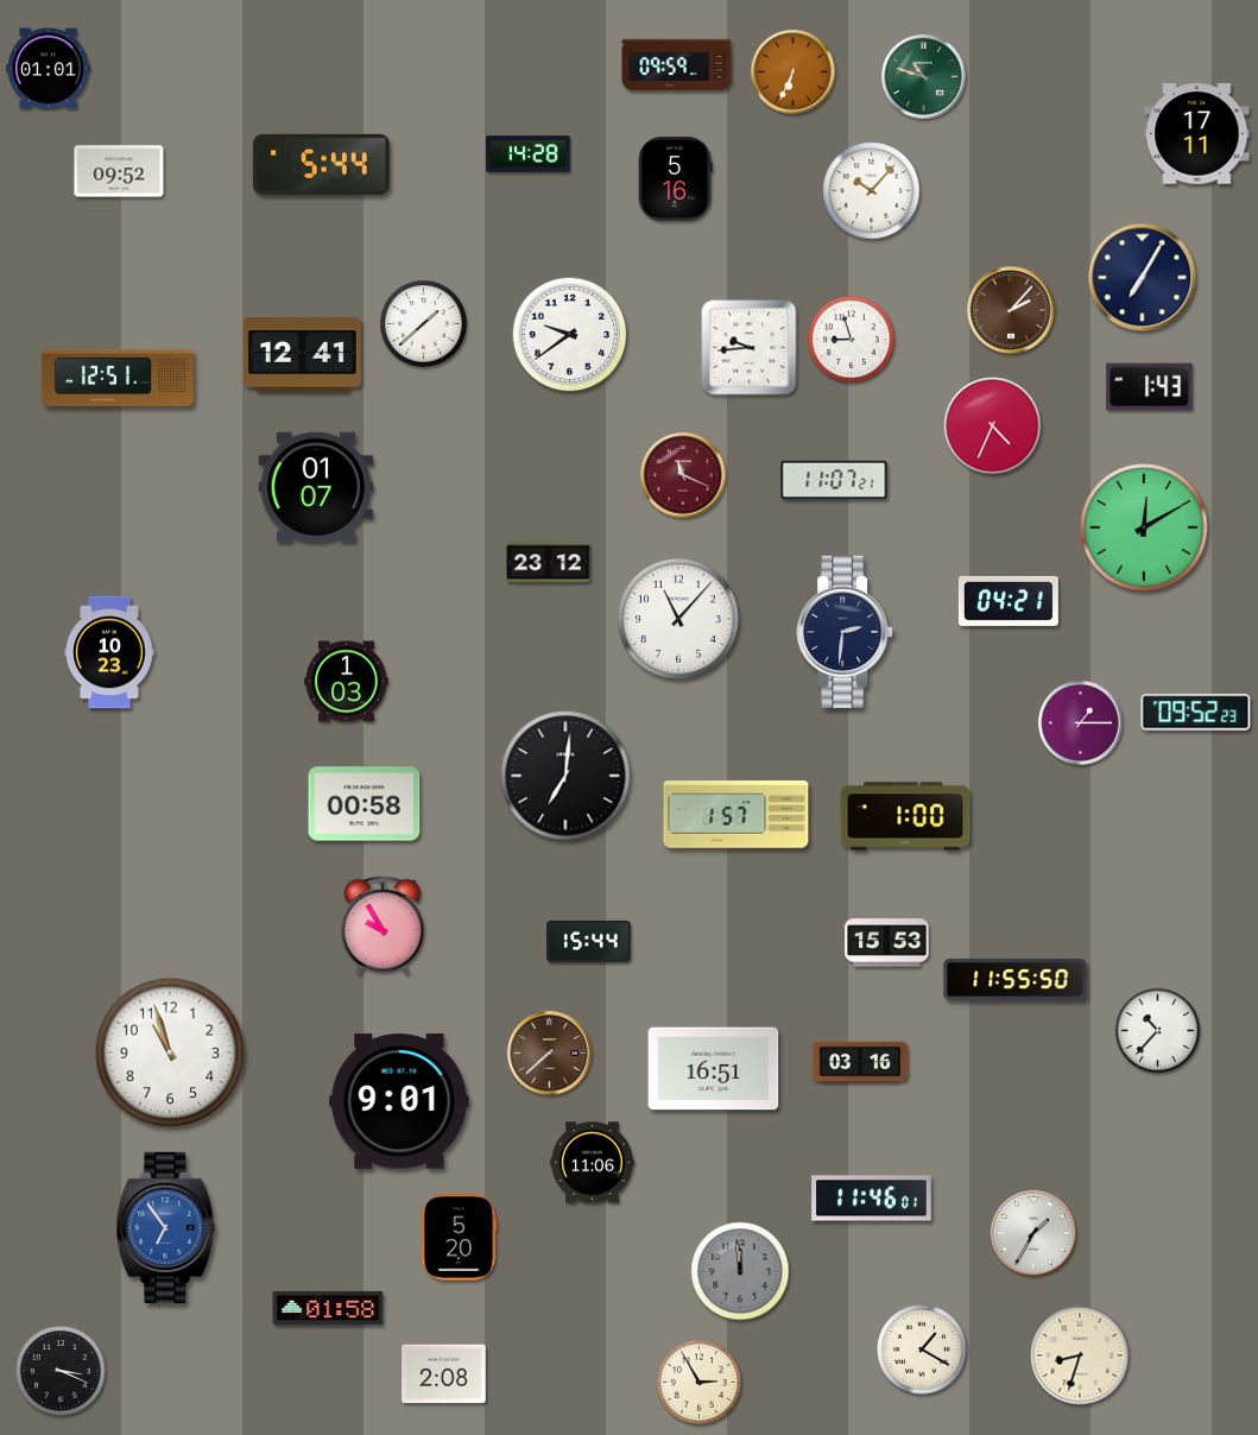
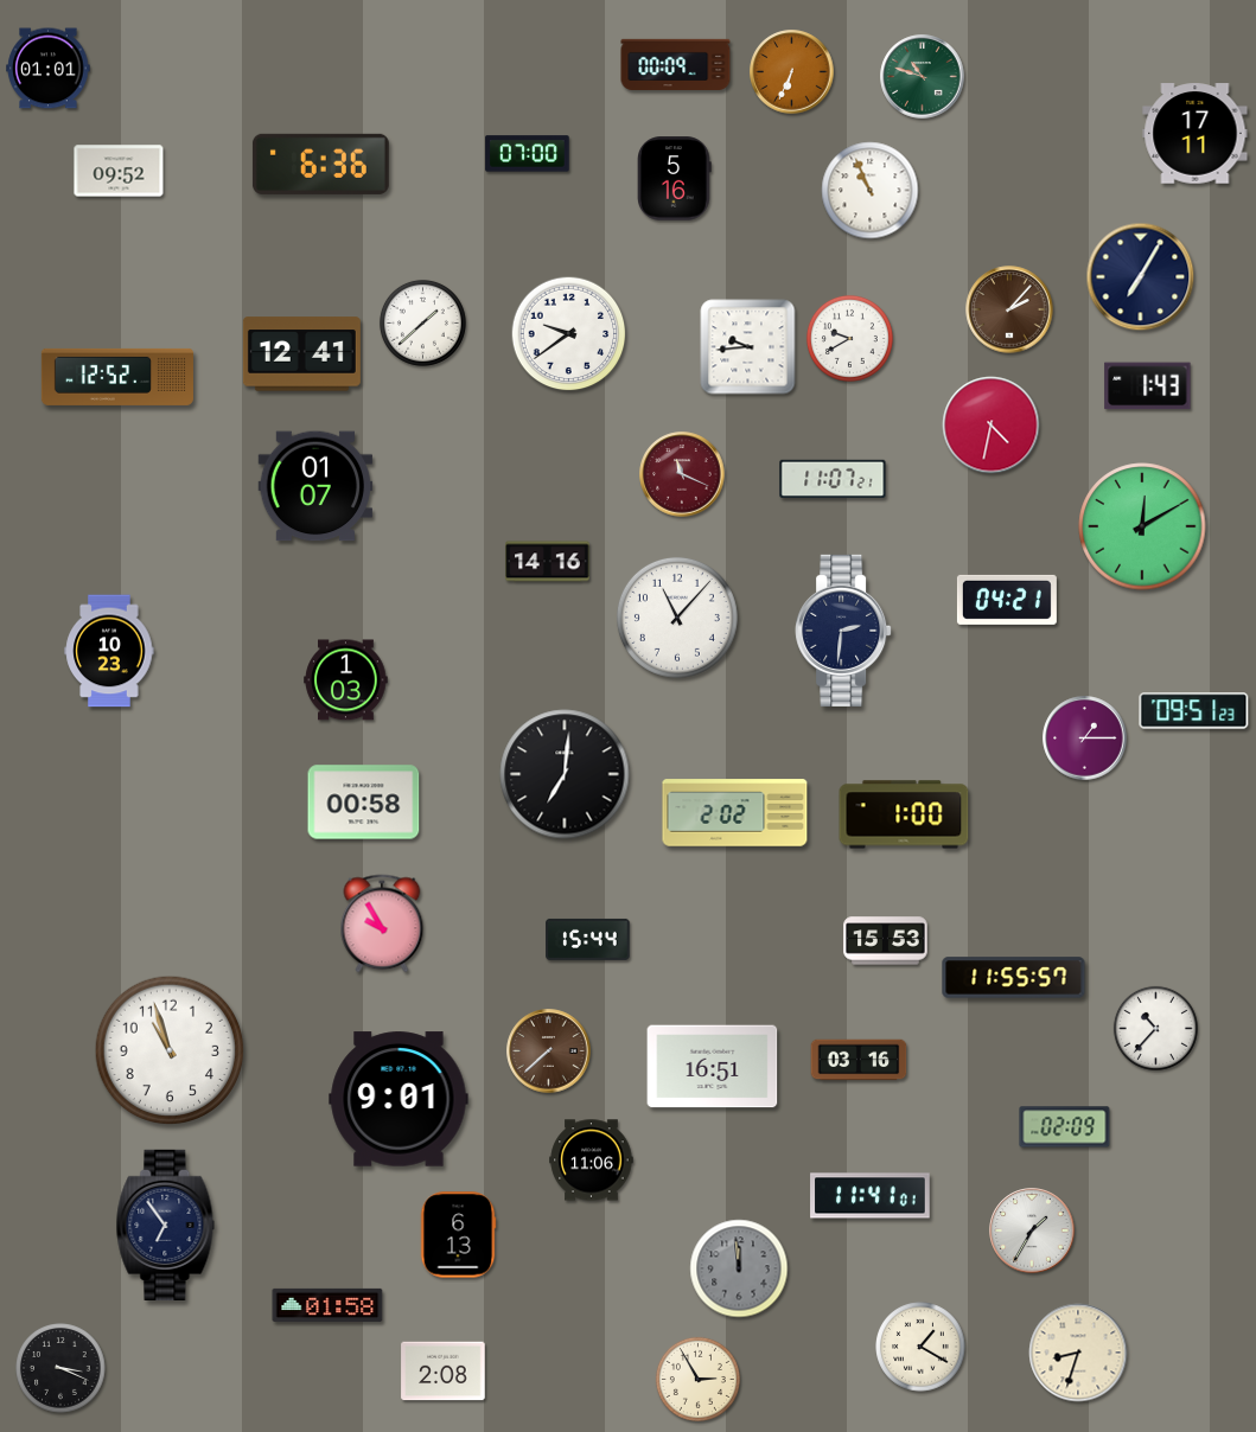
clock at (677, 65): 09:59 -> 00:09
clock at (529, 154): 14:28 -> 07:00
clock at (321, 164): 5:44 -> 6:36
clock at (872, 191): 10:07 -> 10:56
clock at (851, 339): 8:57 -> 9:40
clock at (118, 378): 12:51 -> 12:52
clock at (993, 426): 4:34 -> 4:32
clock at (549, 563): 23:12 -> 14:16
clock at (1196, 713): 09:52 -> 09:51
clock at (1081, 723) position: (1081, 723) -> (1085, 739)
clock at (737, 815): 1:57 -> 2:02
clock at (1016, 980): 11:55:50 -> 11:55:57
clock at (1065, 1127): none -> 02:09
clock at (872, 1199): 11:46 -> 11:41
clock at (166, 1227) dial: blue -> navy
clock at (459, 1238): 5:20 -> 6:13
